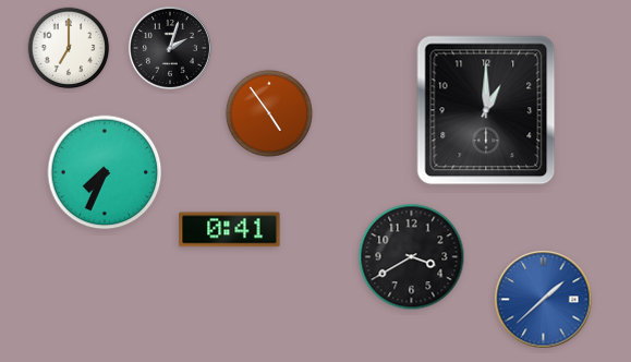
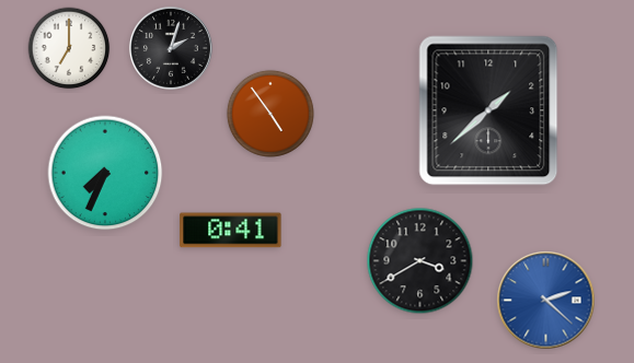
clock at (486, 110): 1:00 -> 1:38
clock at (412, 257) position: (412, 257) -> (420, 261)
clock at (544, 300): 1:38 -> 2:22
